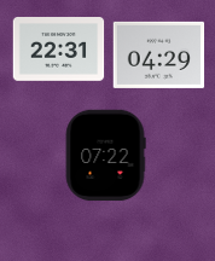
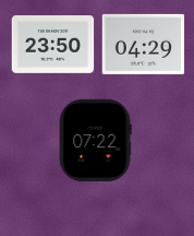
clock at (59, 50): 22:31 -> 23:50
clock at (159, 54) position: (159, 54) -> (144, 44)
